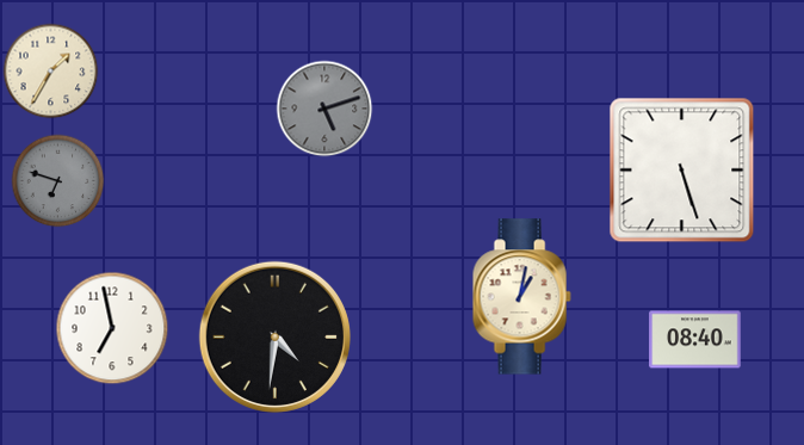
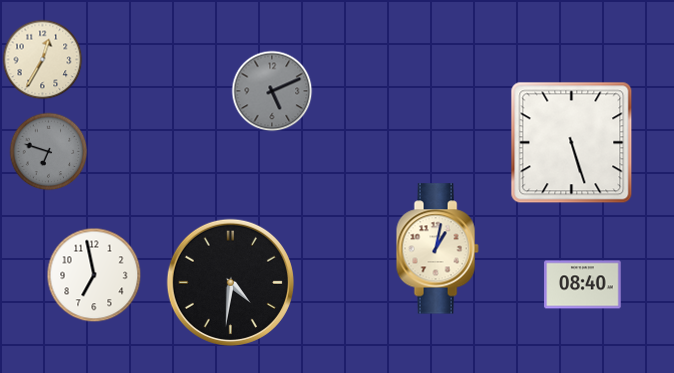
clock at (50, 70): 1:35 -> 12:35
clock at (324, 109): 5:12 -> 5:11
